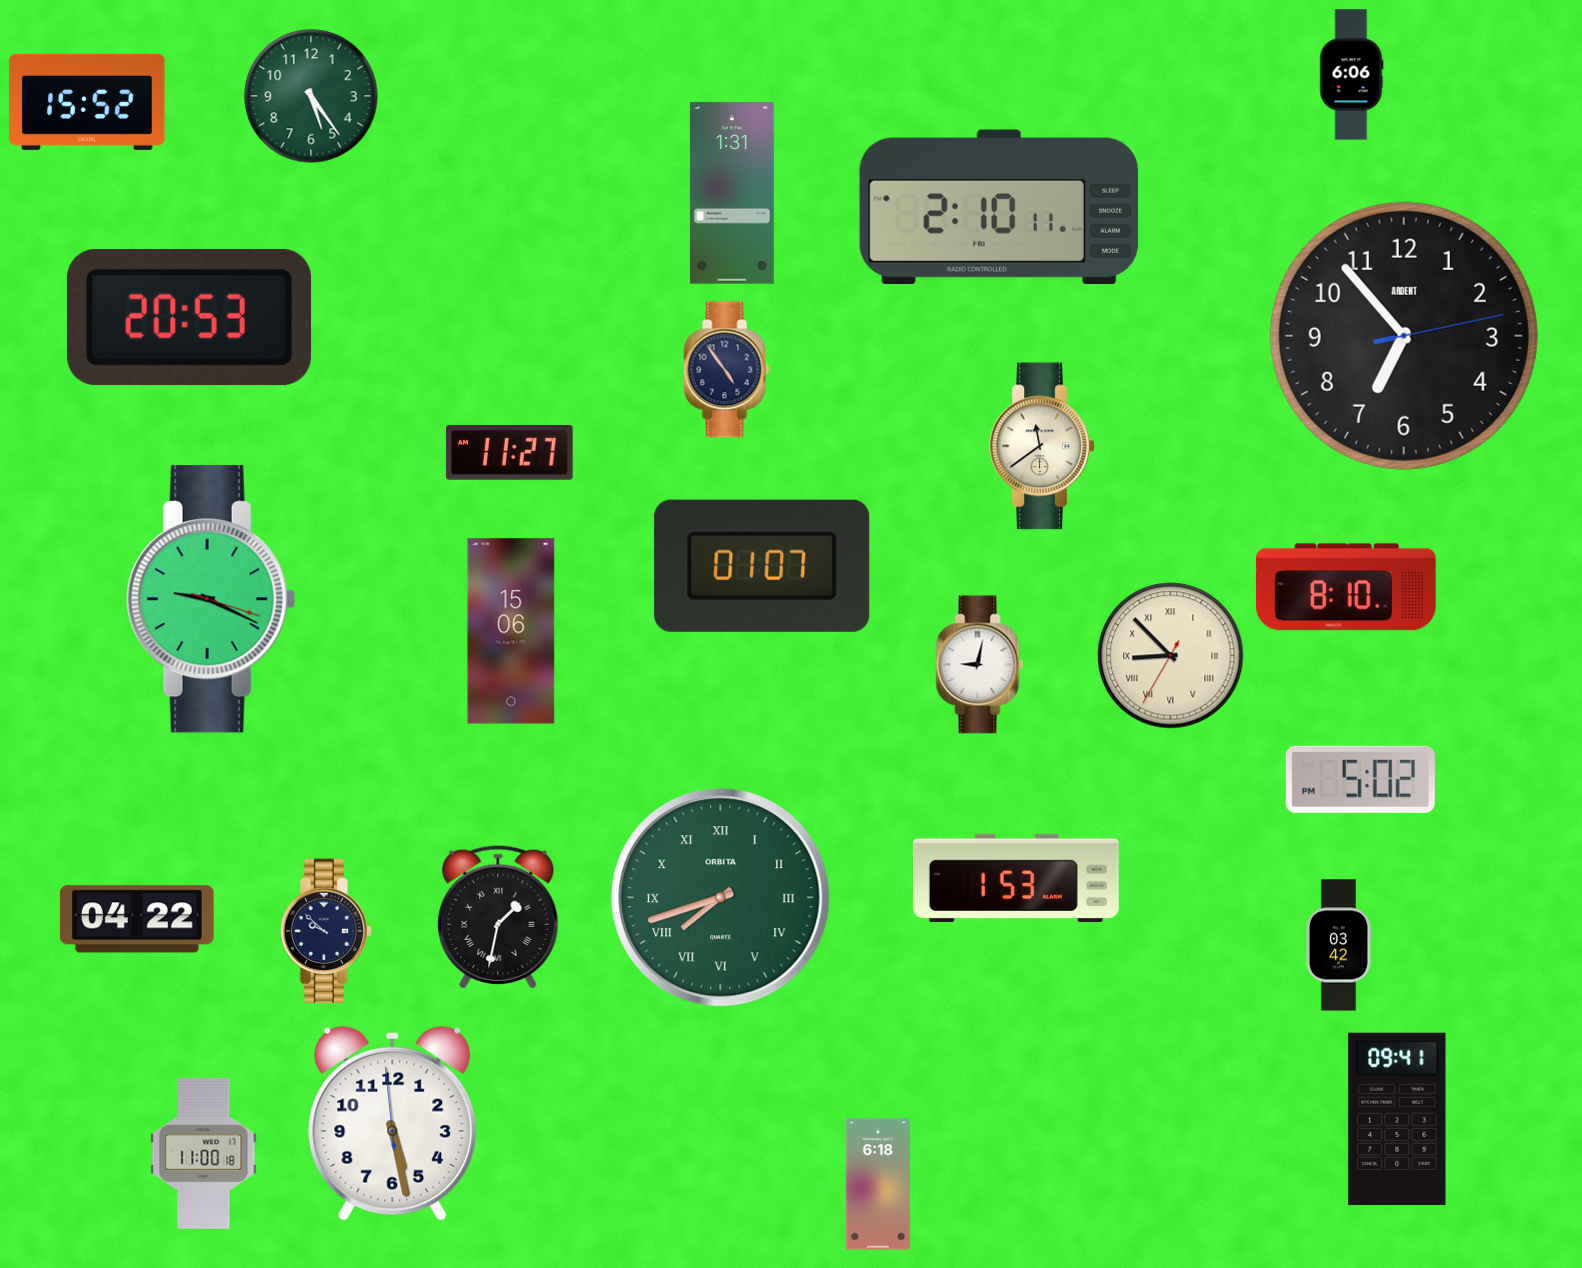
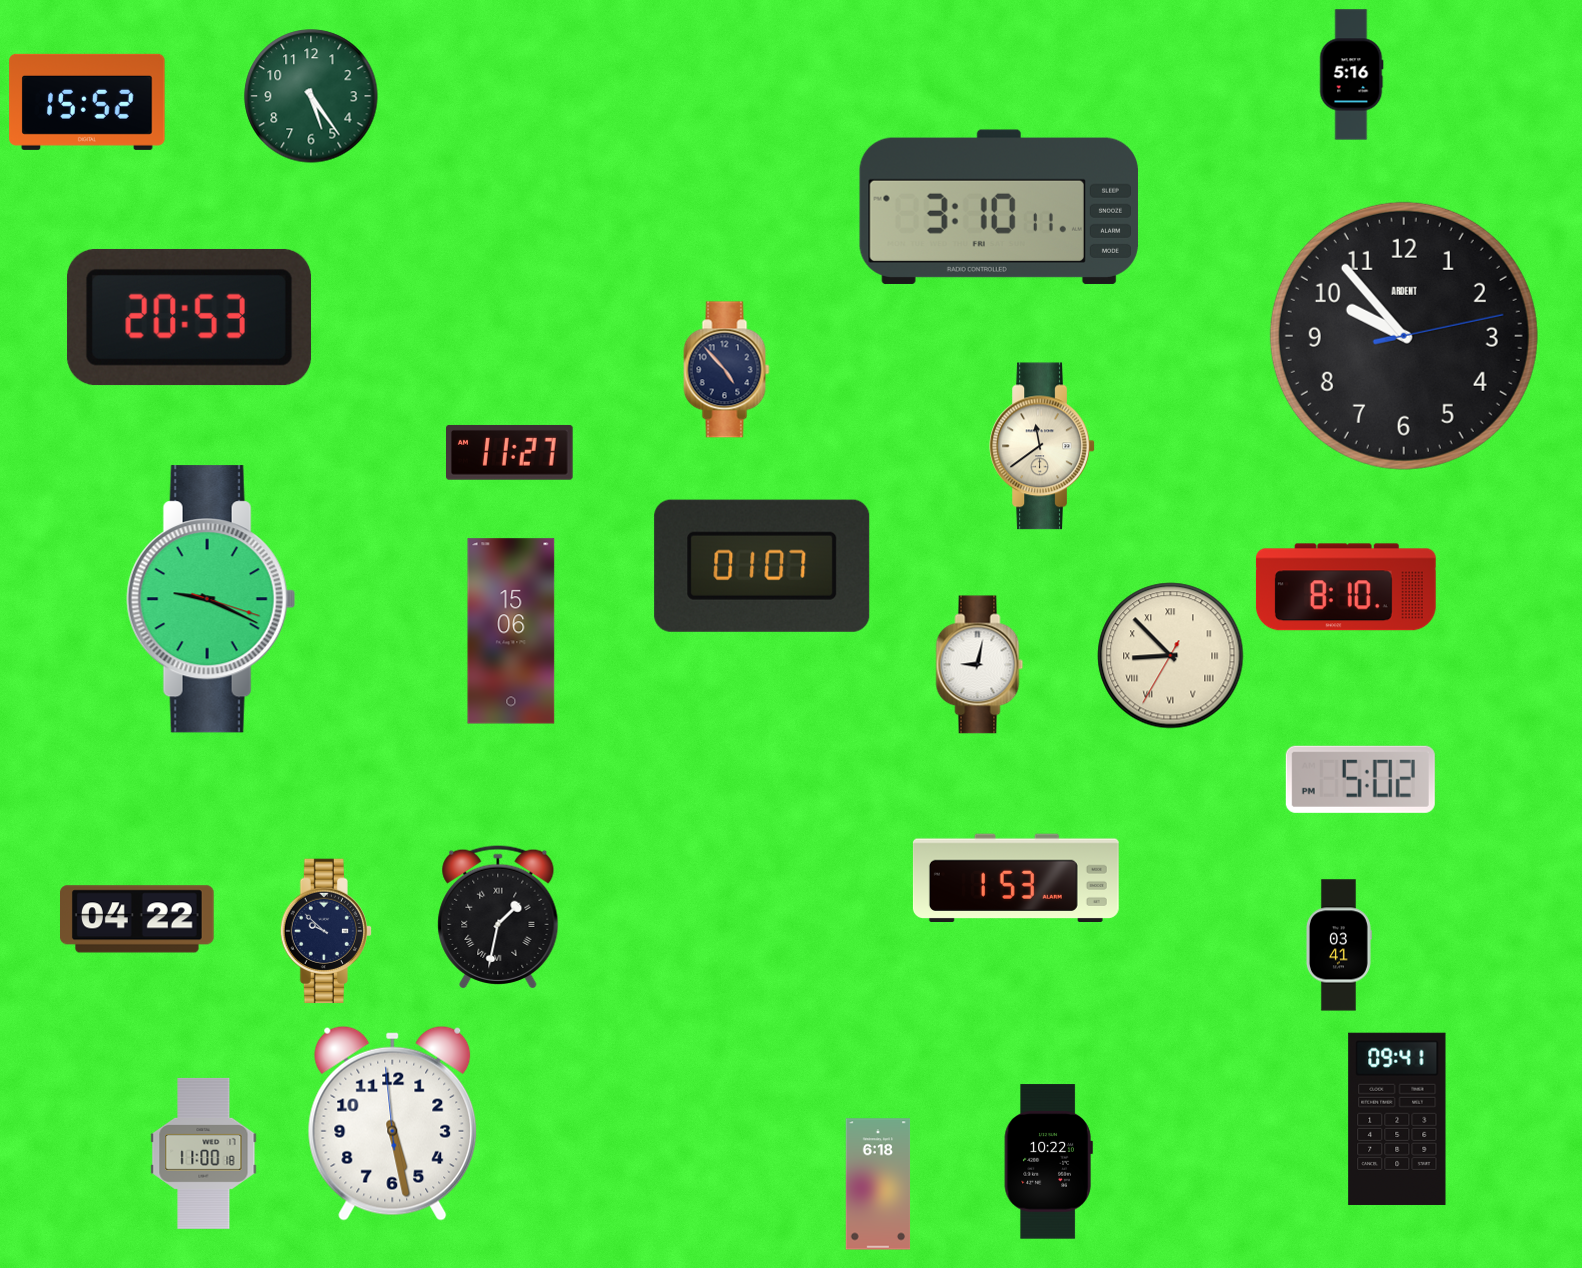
clock at (1351, 75): 6:06 -> 5:16
clock at (732, 193): 1:31 -> none
clock at (999, 207): 2:10 -> 3:10
clock at (1404, 336): 6:53 -> 9:53
clock at (727, 370): 4:54 -> 4:53
clock at (721, 898): 7:42 -> none
clock at (1338, 945): 03:42 -> 03:41
clock at (1048, 1162): none -> 10:22
